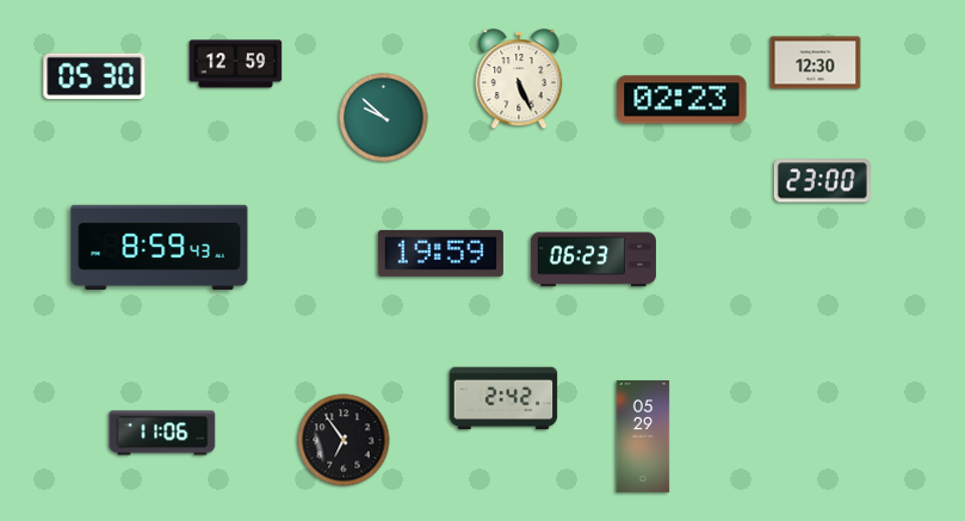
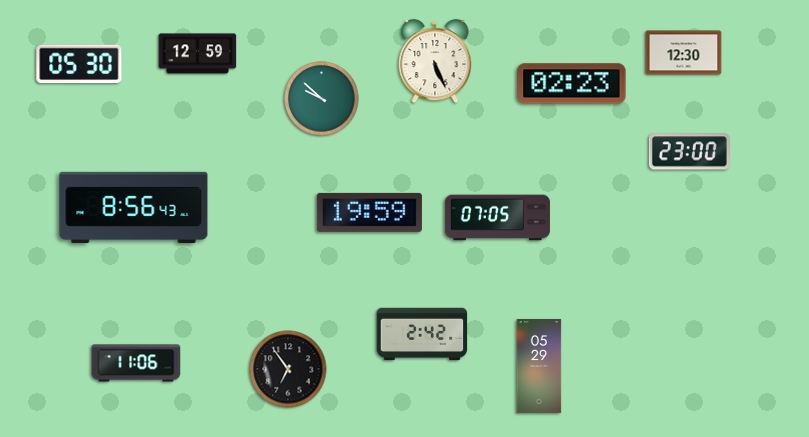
clock at (519, 79) position: (519, 79) -> (435, 61)
clock at (160, 247): 8:59 -> 8:56
clock at (593, 260): 06:23 -> 07:05
